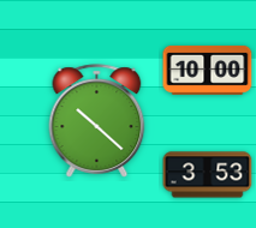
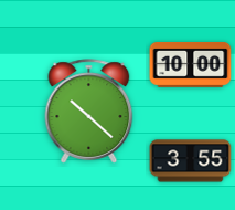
clock at (208, 175): 3:53 -> 3:55
